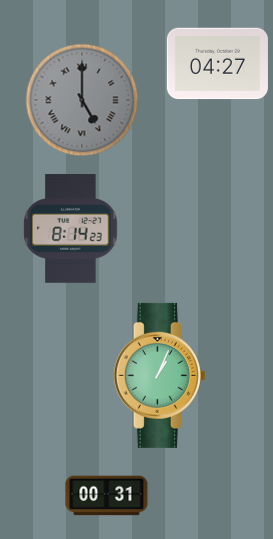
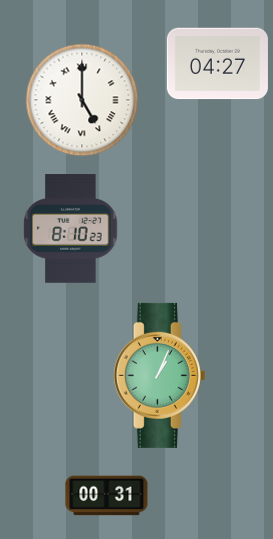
clock at (82, 100) dial: grey -> white
clock at (71, 229): 8:14 -> 8:10
